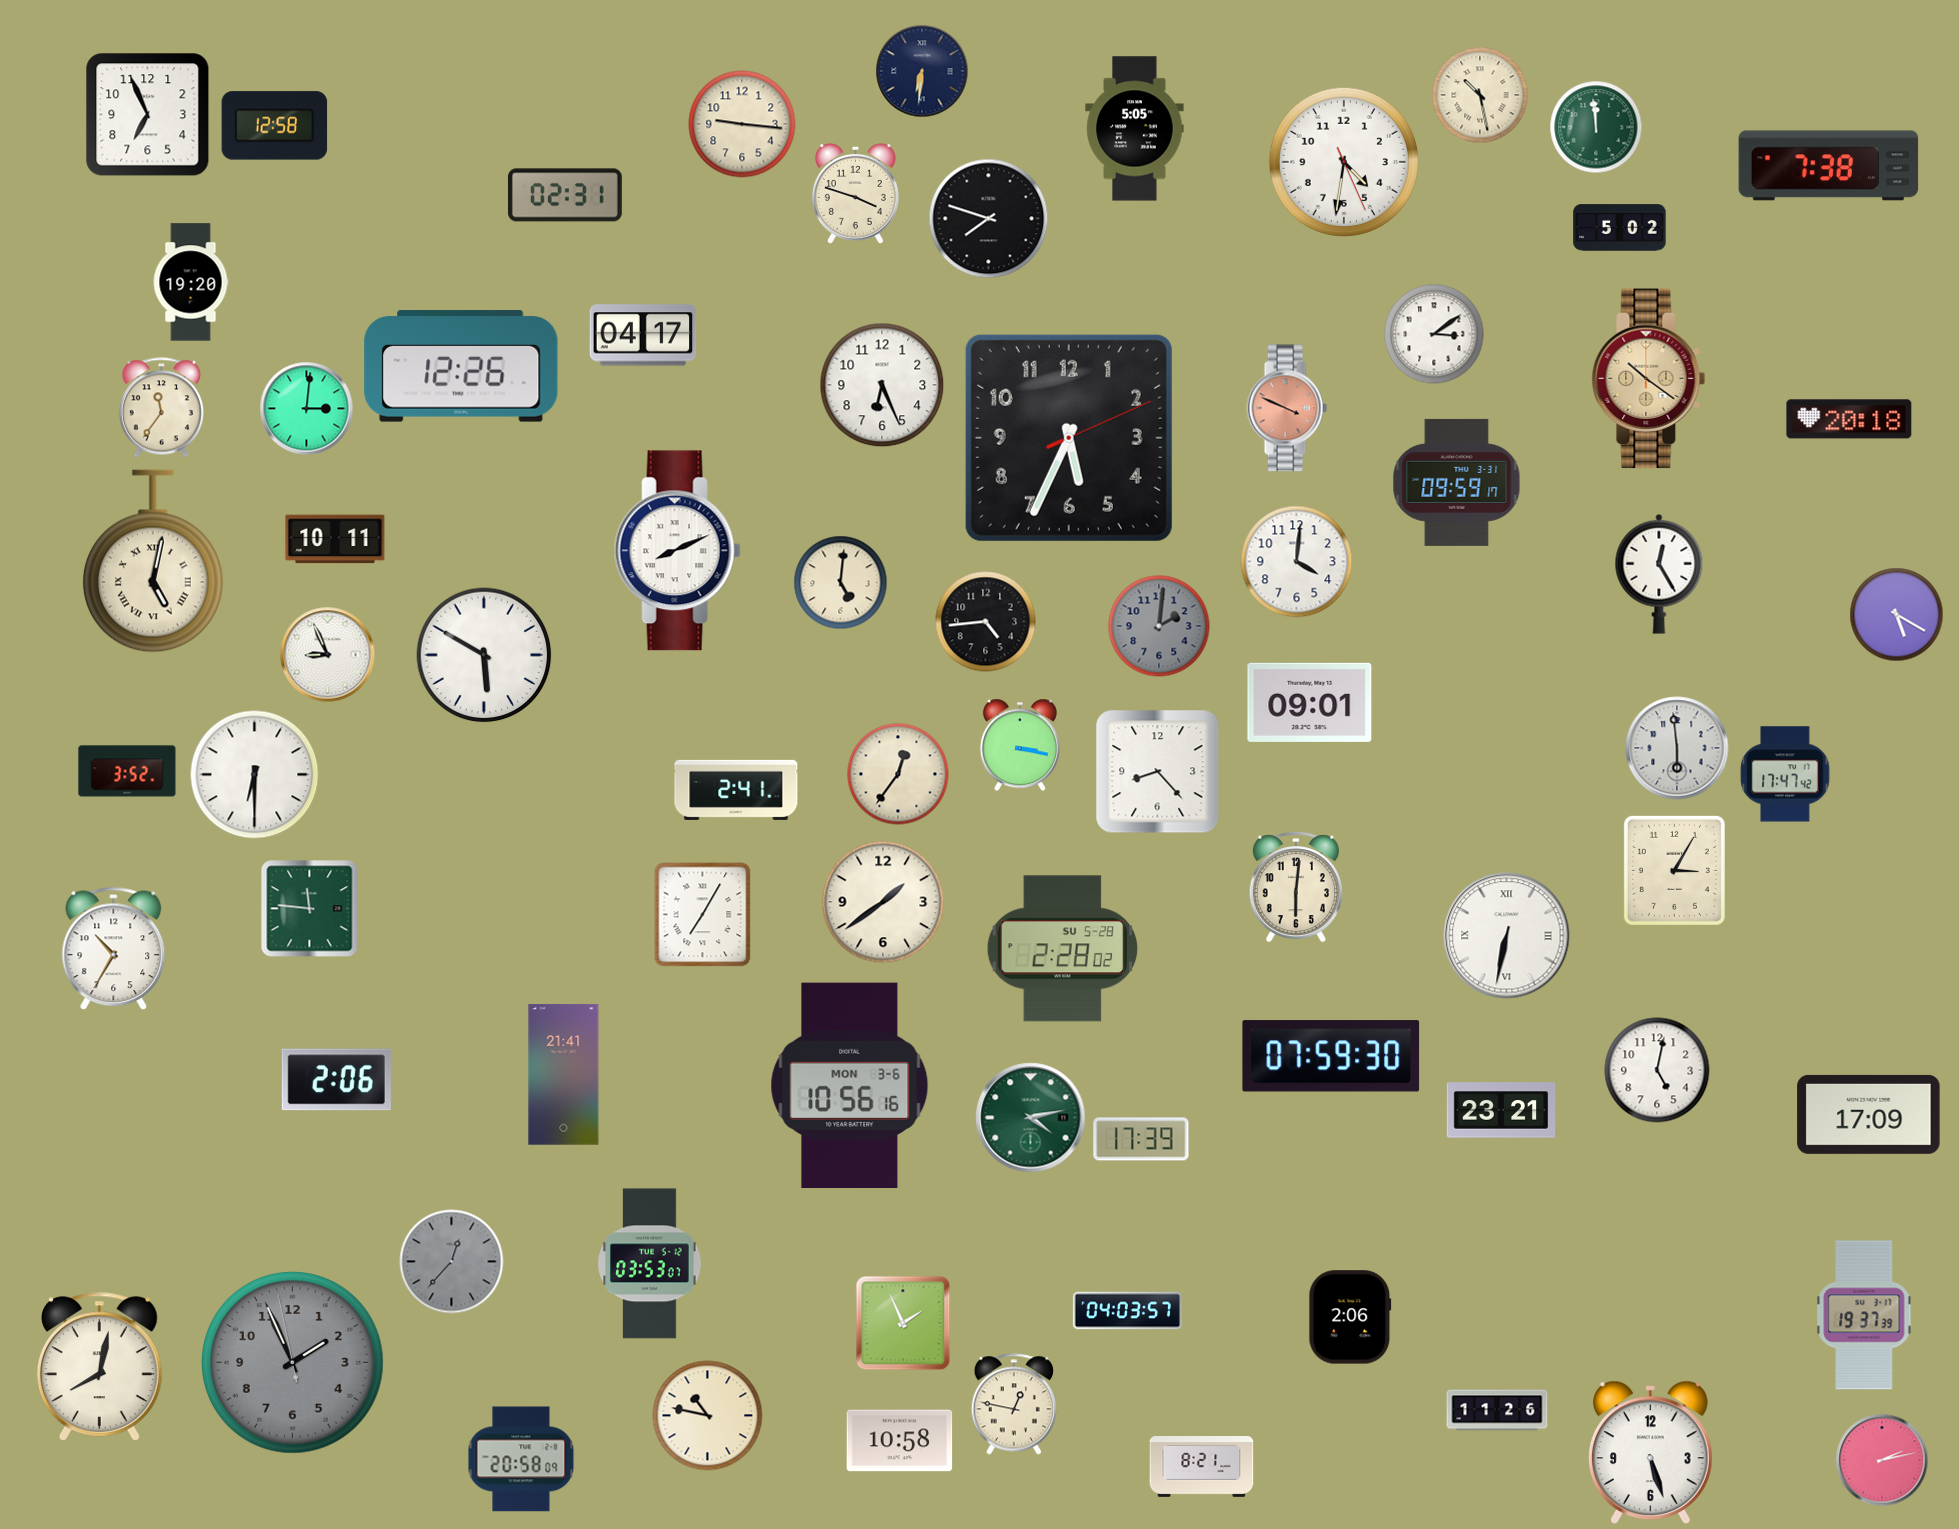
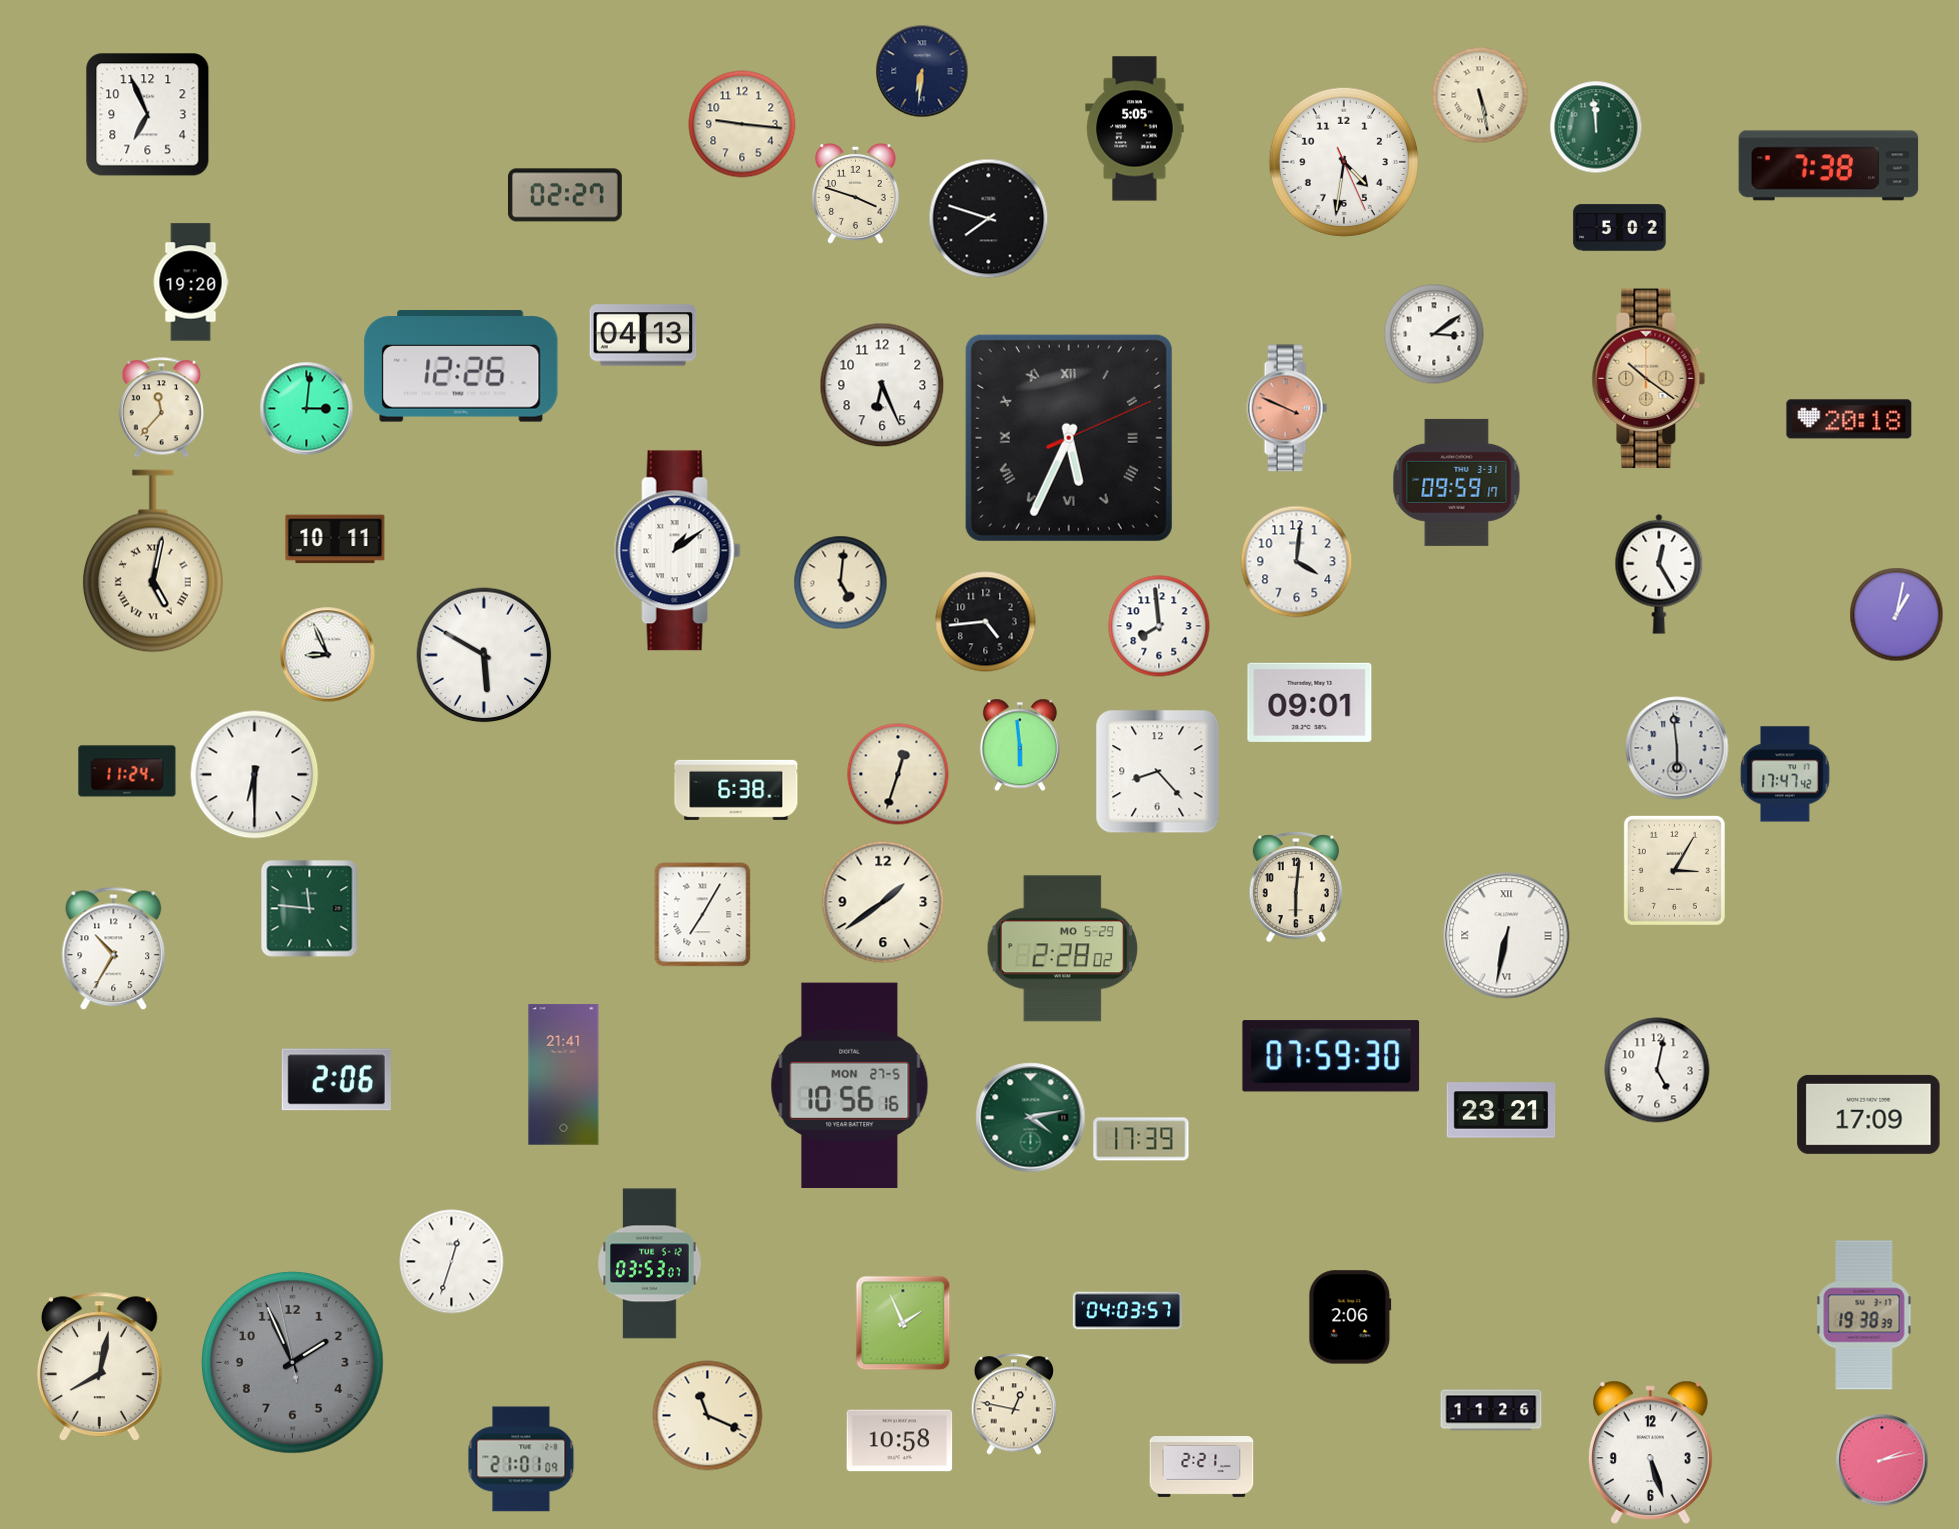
clock at (1480, 95): 10:28 -> 5:28
clock at (275, 126): 12:58 -> none
clock at (565, 195): 02:31 -> 02:27
clock at (643, 335): 04:17 -> 04:13
clock at (161, 408): 11:36 -> 11:37
clock at (1069, 438) numerals: Arabic -> Roman
clock at (677, 551): 8:11 -> 1:09
clock at (1897, 615): 5:20 -> 1:02
clock at (1159, 626): 2:01 -> 7:59
clock at (1159, 626) dial: grey -> white
clock at (1020, 745): 3:17 -> 5:59
clock at (127, 771): 3:52 -> 11:24
clock at (898, 774): 12:36 -> 12:33
clock at (736, 790): 2:41 -> 6:38
clock at (1062, 949) date: SU 5-28 -> MO 5-29
clock at (850, 1085) date: MON 3-6 -> MON 27-5
clock at (452, 1262): 12:37 -> 12:33
clock at (452, 1262) dial: grey -> white
clock at (1864, 1315): 19:37 -> 19:38
clock at (1497, 1410) position: (1497, 1410) -> (1491, 1410)
clock at (708, 1416): 10:47 -> 11:19
clock at (521, 1459): 20:58 -> 21:01
clock at (1202, 1467): 8:21 -> 2:21
